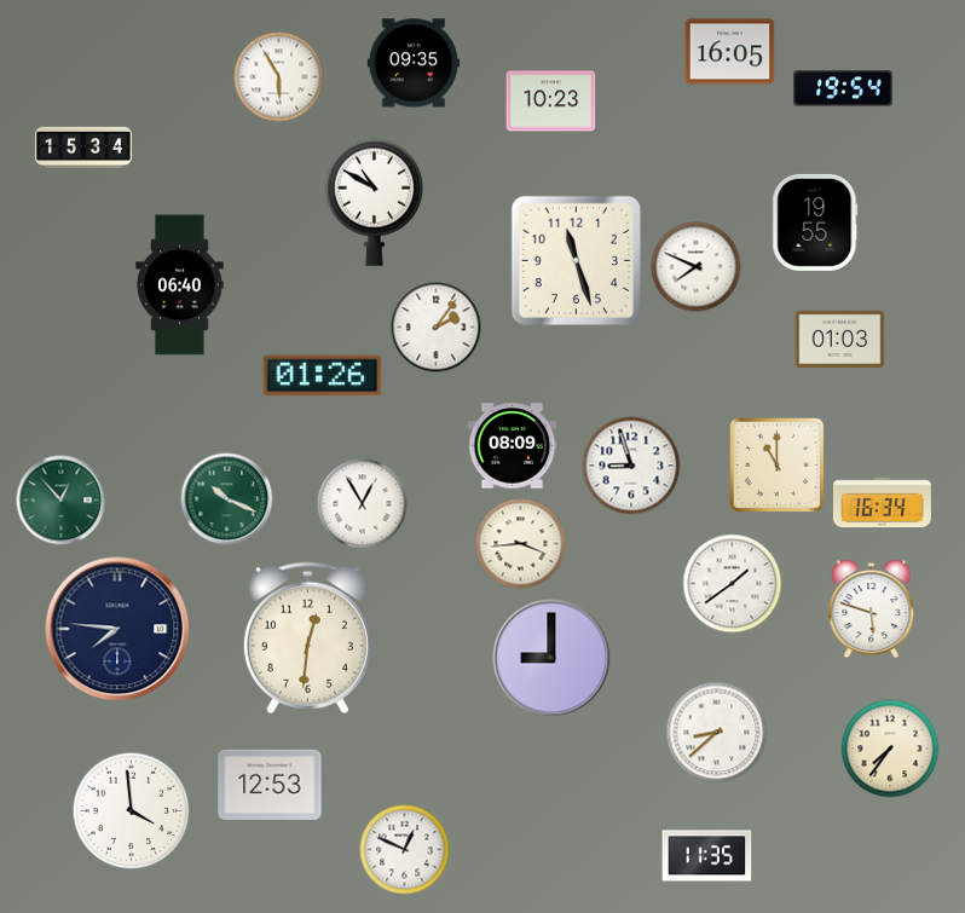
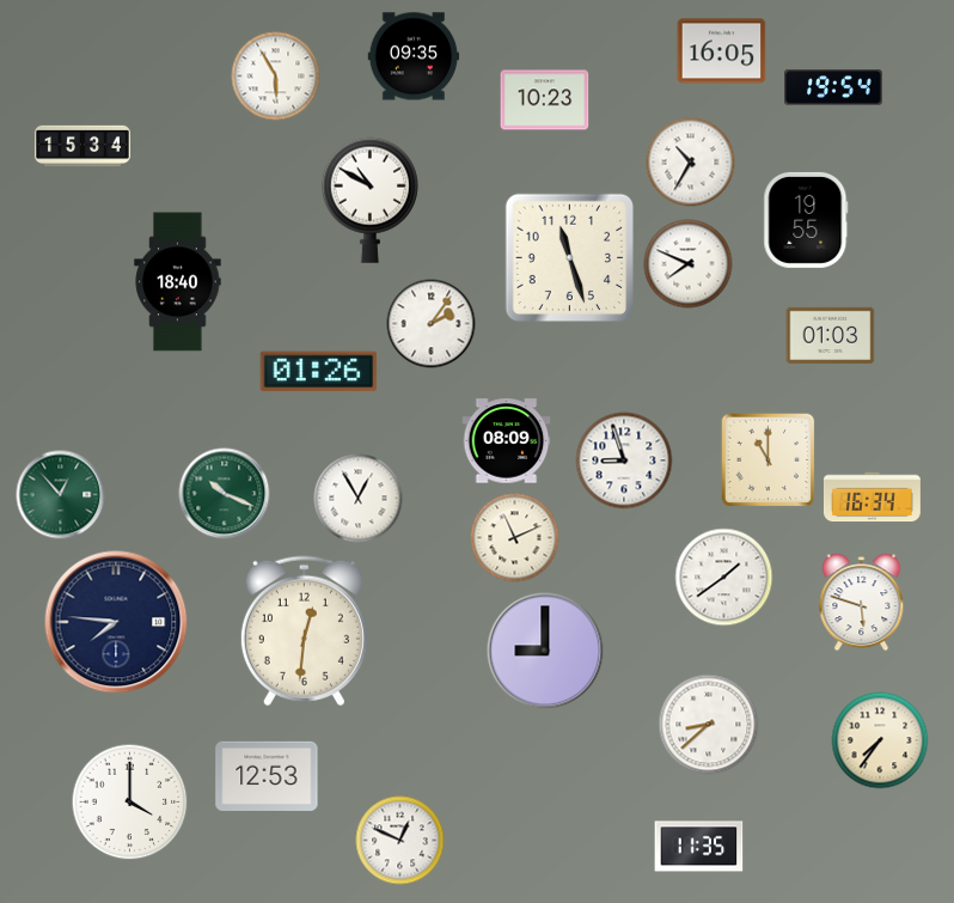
clock at (414, 63) position: (414, 63) -> (414, 56)
clock at (691, 163): none -> 10:35
clock at (180, 285): 06:40 -> 18:40
clock at (521, 544): 3:44 -> 11:11
clock at (132, 811): 3:59 -> 4:00
